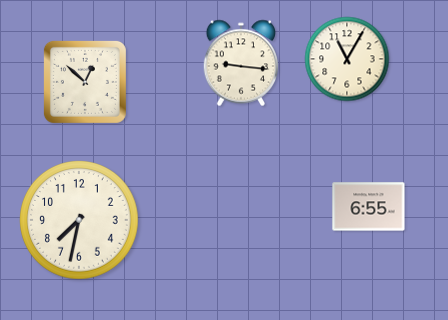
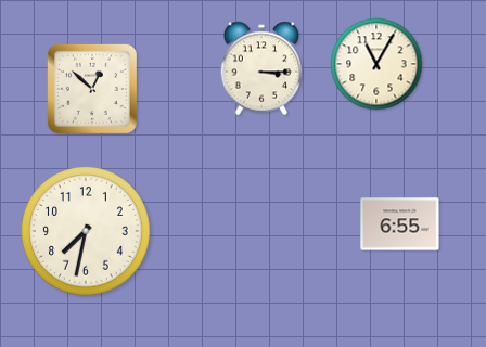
clock at (241, 63): 9:16 -> 3:15
clock at (80, 221) position: (80, 221) -> (87, 232)
